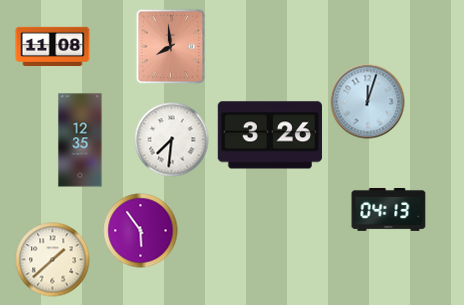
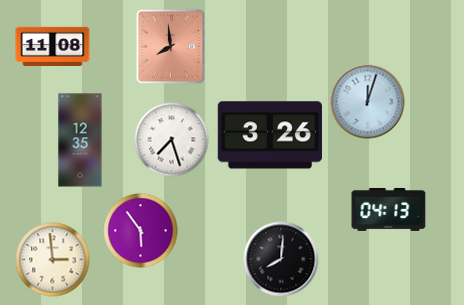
clock at (172, 140): 7:31 -> 7:27
clock at (281, 259): none -> 8:01
clock at (53, 260): 1:38 -> 2:59
